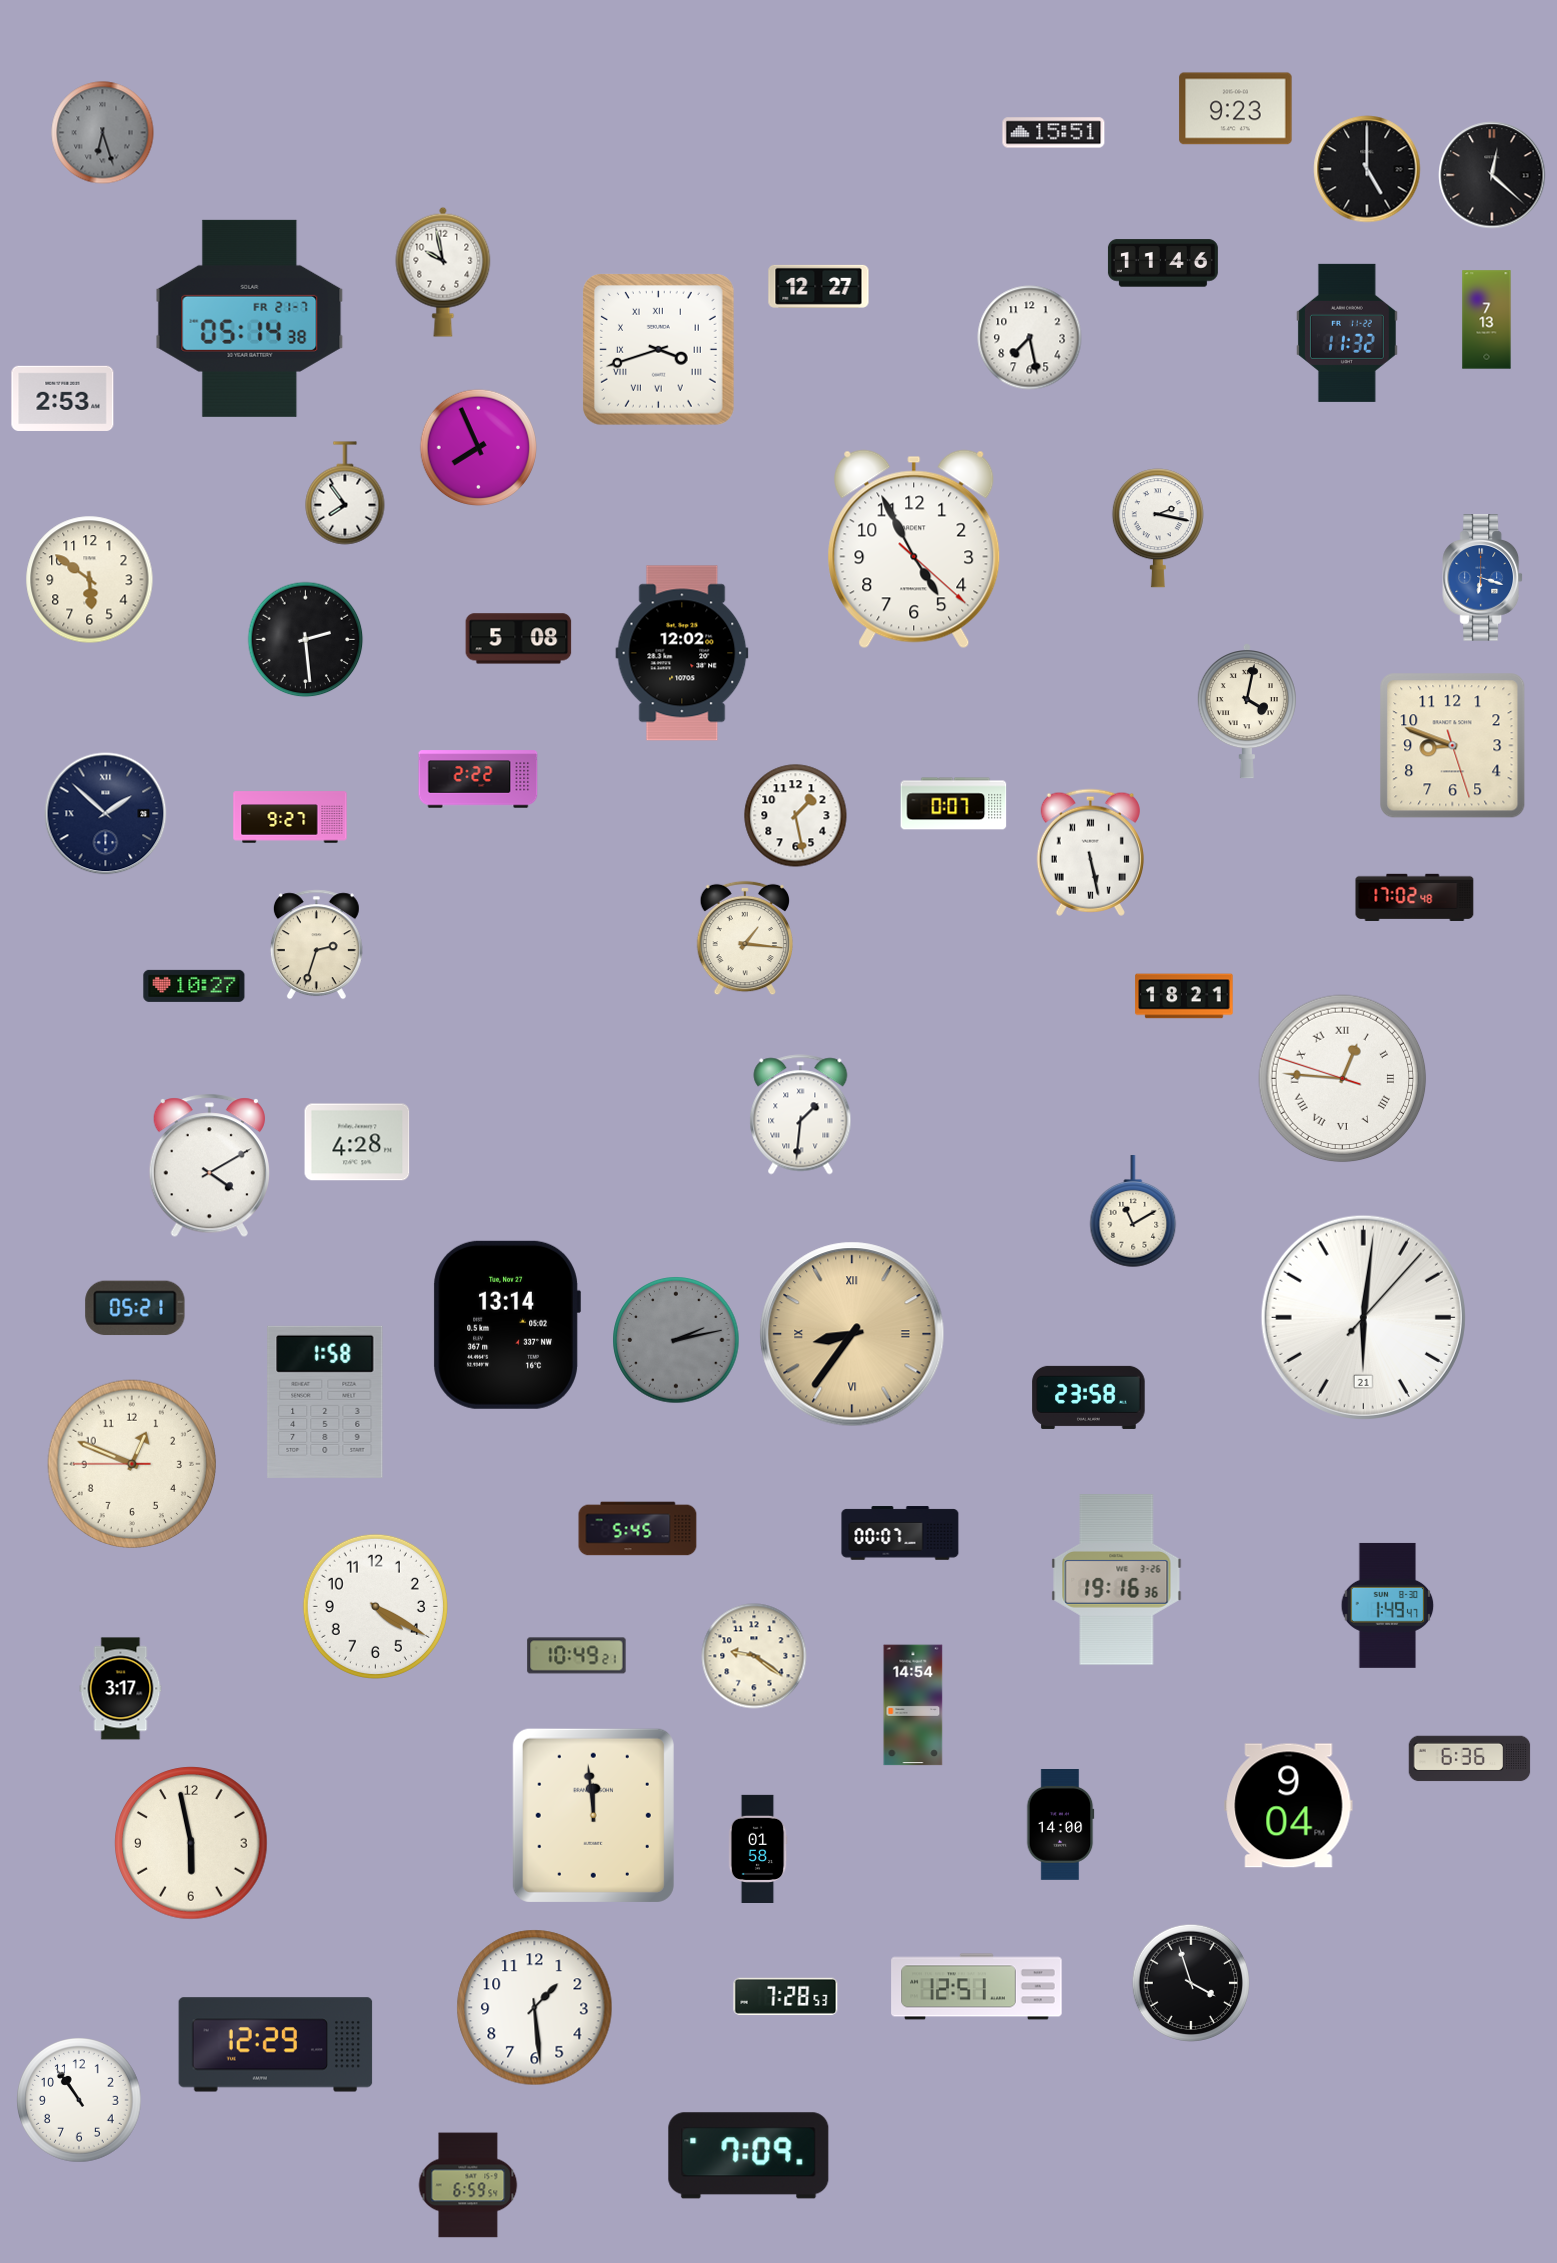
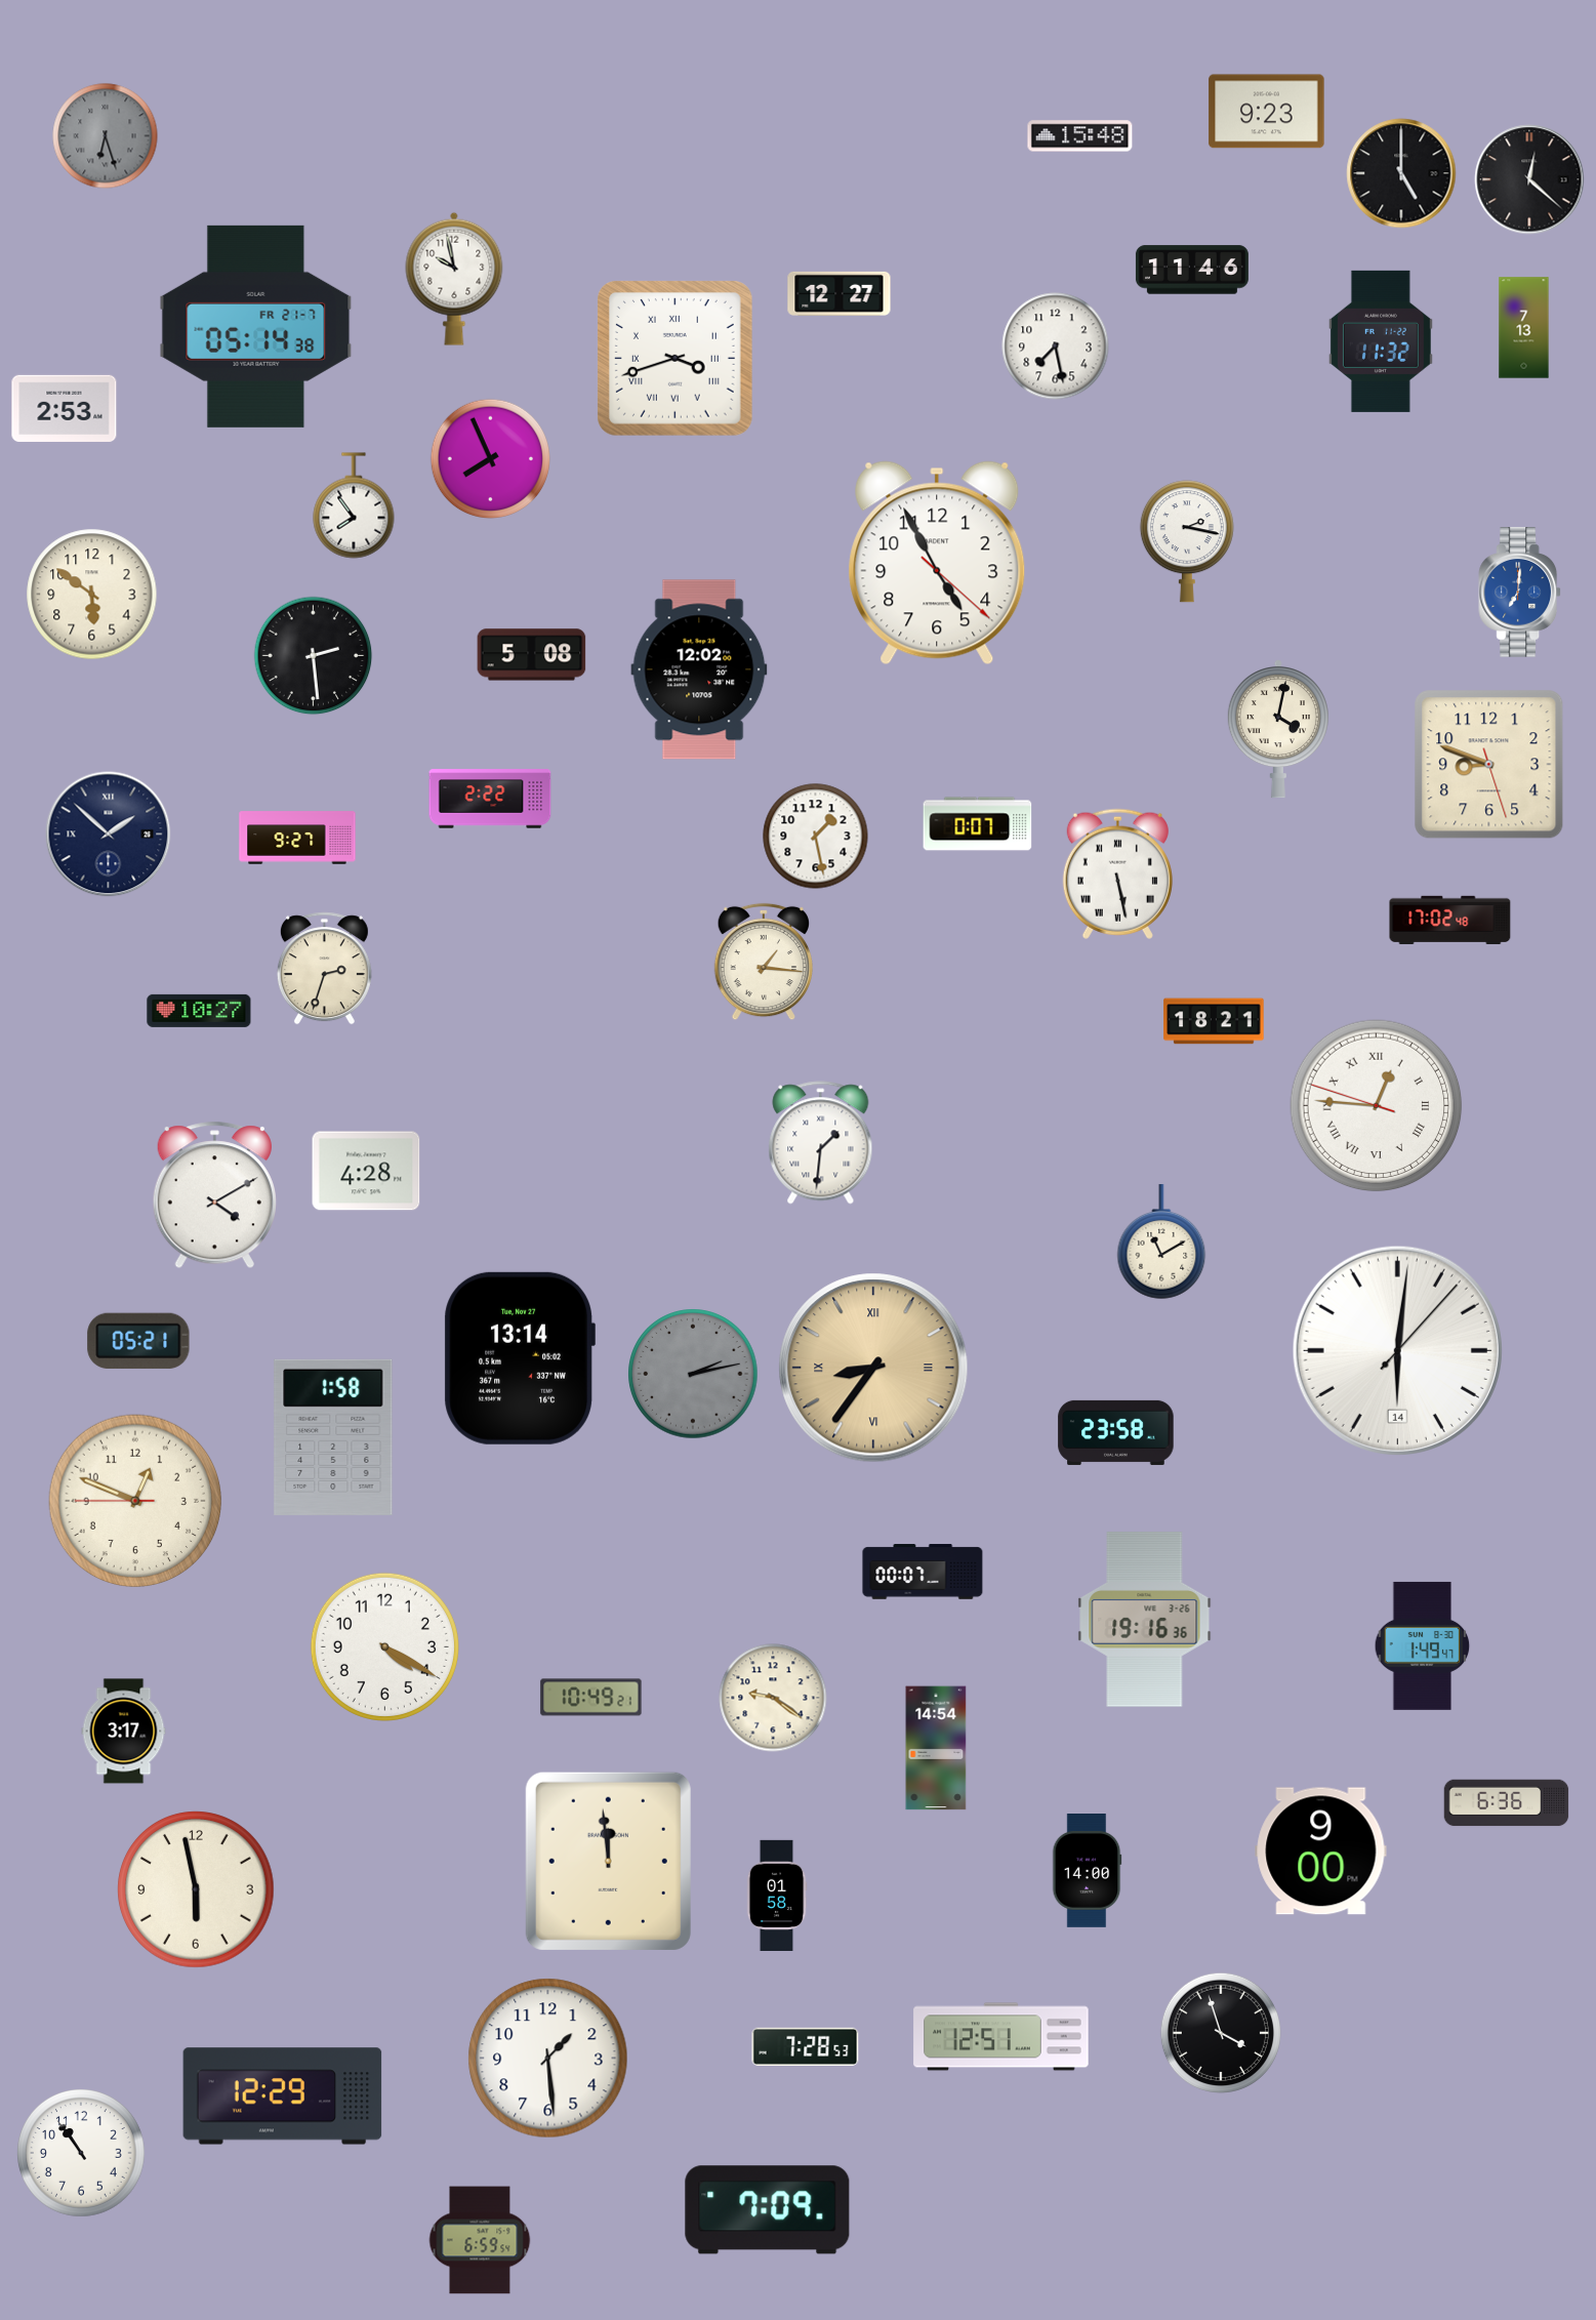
clock at (1054, 133): 15:51 -> 15:48
clock at (1482, 578): 6:18 -> 7:01
clock at (1363, 1317) date: 21 -> 14
clock at (638, 1529): 5:45 -> none
clock at (1289, 1806): 9:04 -> 9:00
